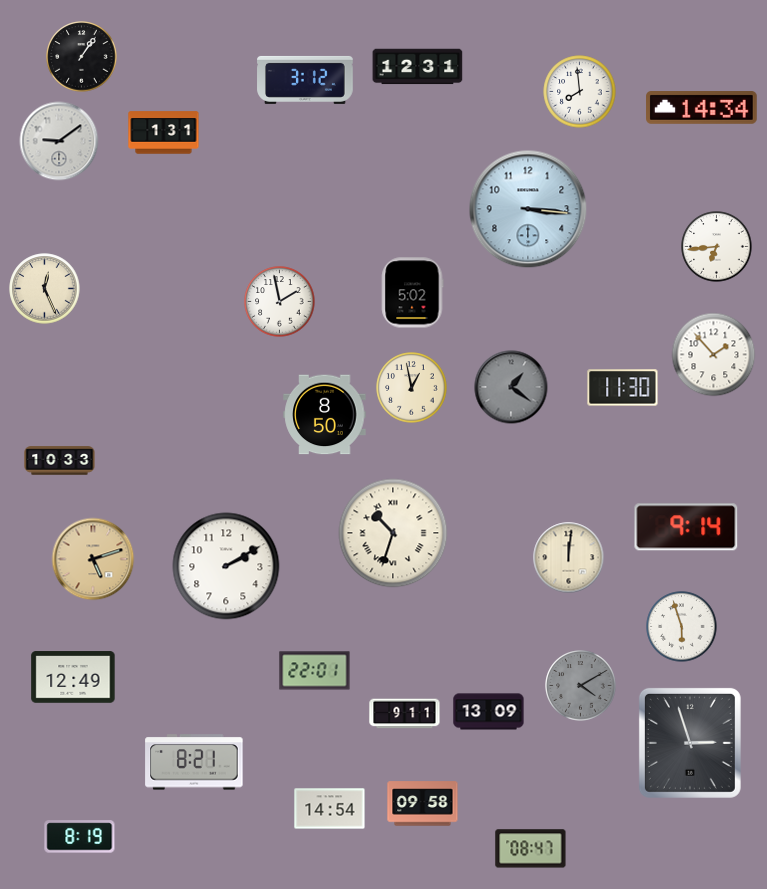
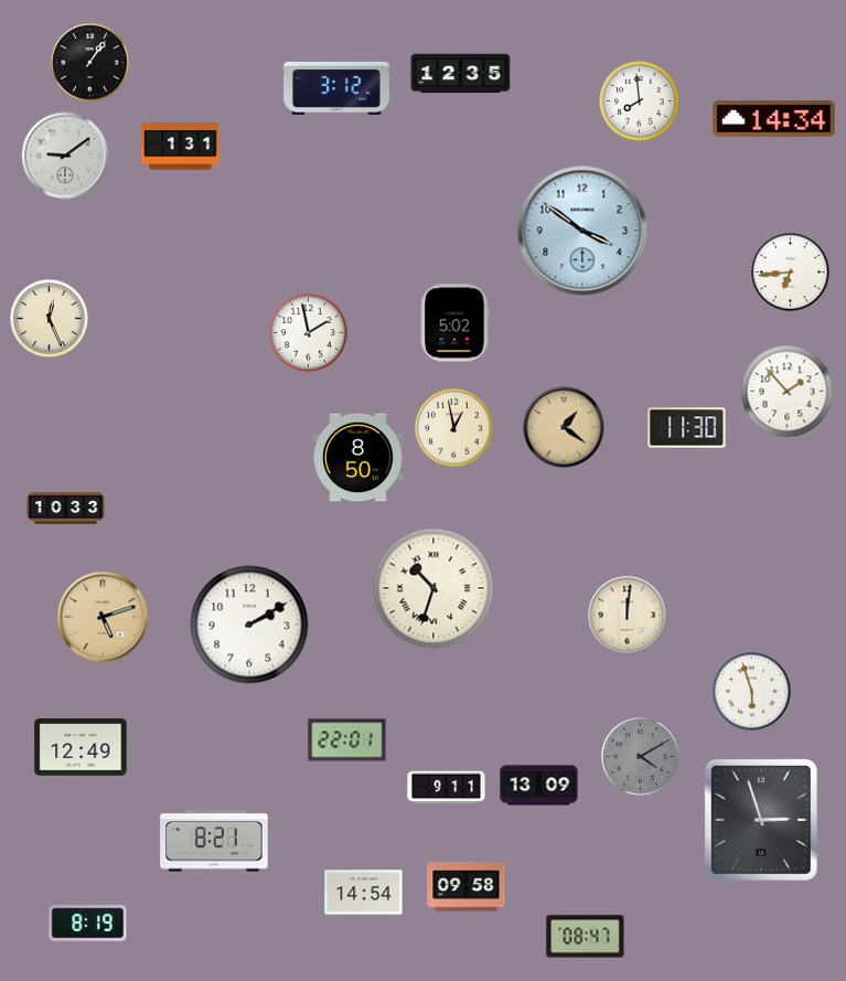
clock at (418, 67): 12:31 -> 12:35
clock at (528, 209): 3:16 -> 3:51
clock at (511, 387) dial: grey -> champagne
clock at (686, 527): 9:14 -> none
